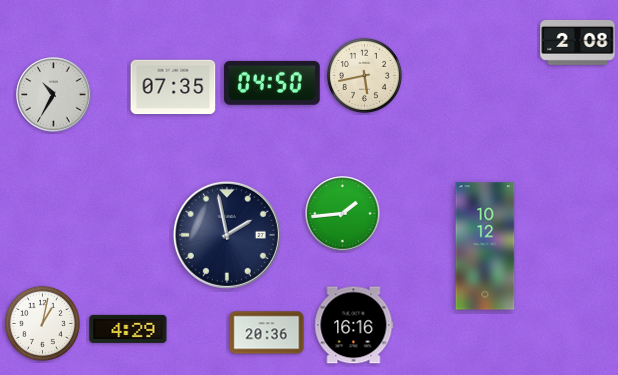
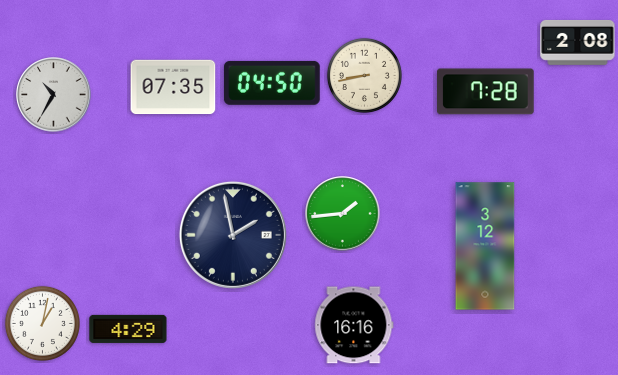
clock at (364, 75): 5:43 -> 8:43
clock at (486, 92): none -> 7:28
clock at (227, 235) position: (227, 235) -> (233, 235)
clock at (485, 246): 10:12 -> 3:12
clock at (267, 333): 20:36 -> none
